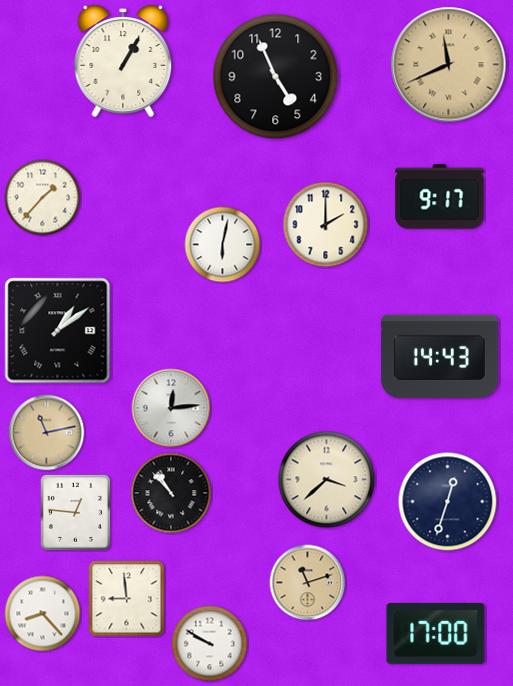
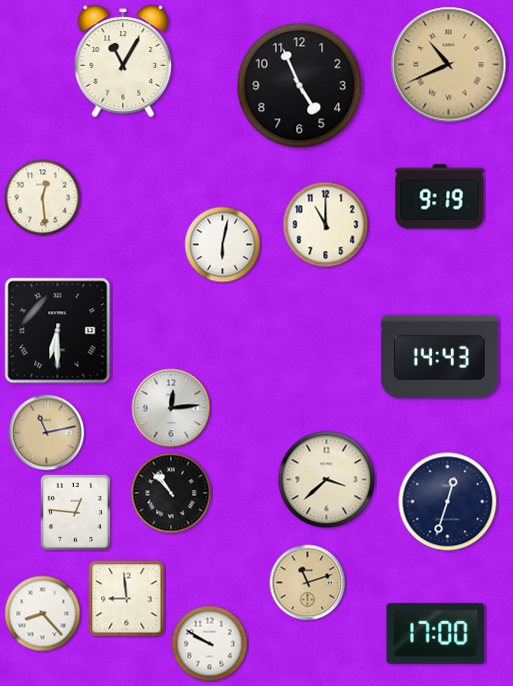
clock at (123, 61): 1:05 -> 11:05
clock at (449, 65): 11:41 -> 10:41
clock at (276, 77) position: (276, 77) -> (300, 86)
clock at (440, 197): 9:17 -> 9:19
clock at (43, 198): 1:37 -> 12:29
clock at (326, 225): 2:00 -> 11:00
clock at (58, 331): 1:09 -> 6:30
